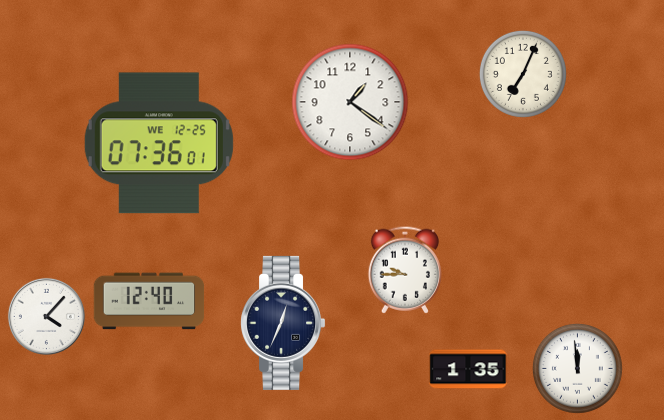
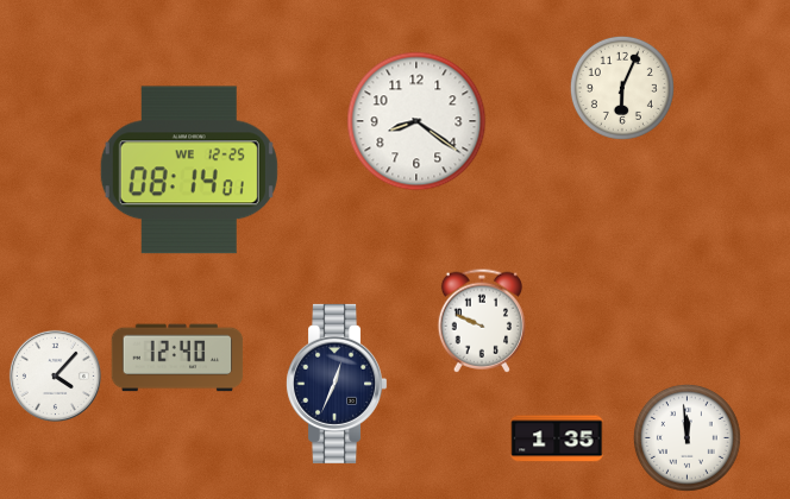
clock at (523, 74): 7:04 -> 6:04
clock at (350, 102): 1:21 -> 8:21
clock at (159, 143): 07:36 -> 08:14
clock at (404, 270): 9:45 -> 9:49
